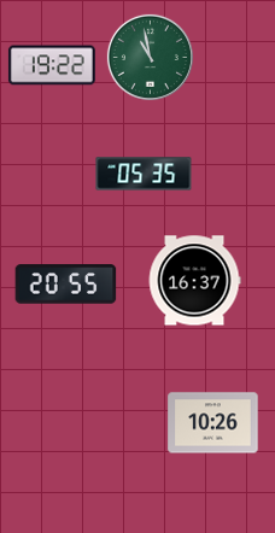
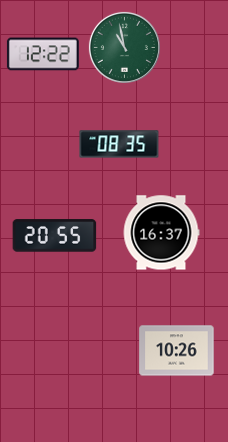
clock at (52, 65): 19:22 -> 12:22
clock at (144, 174): 05:35 -> 08:35
